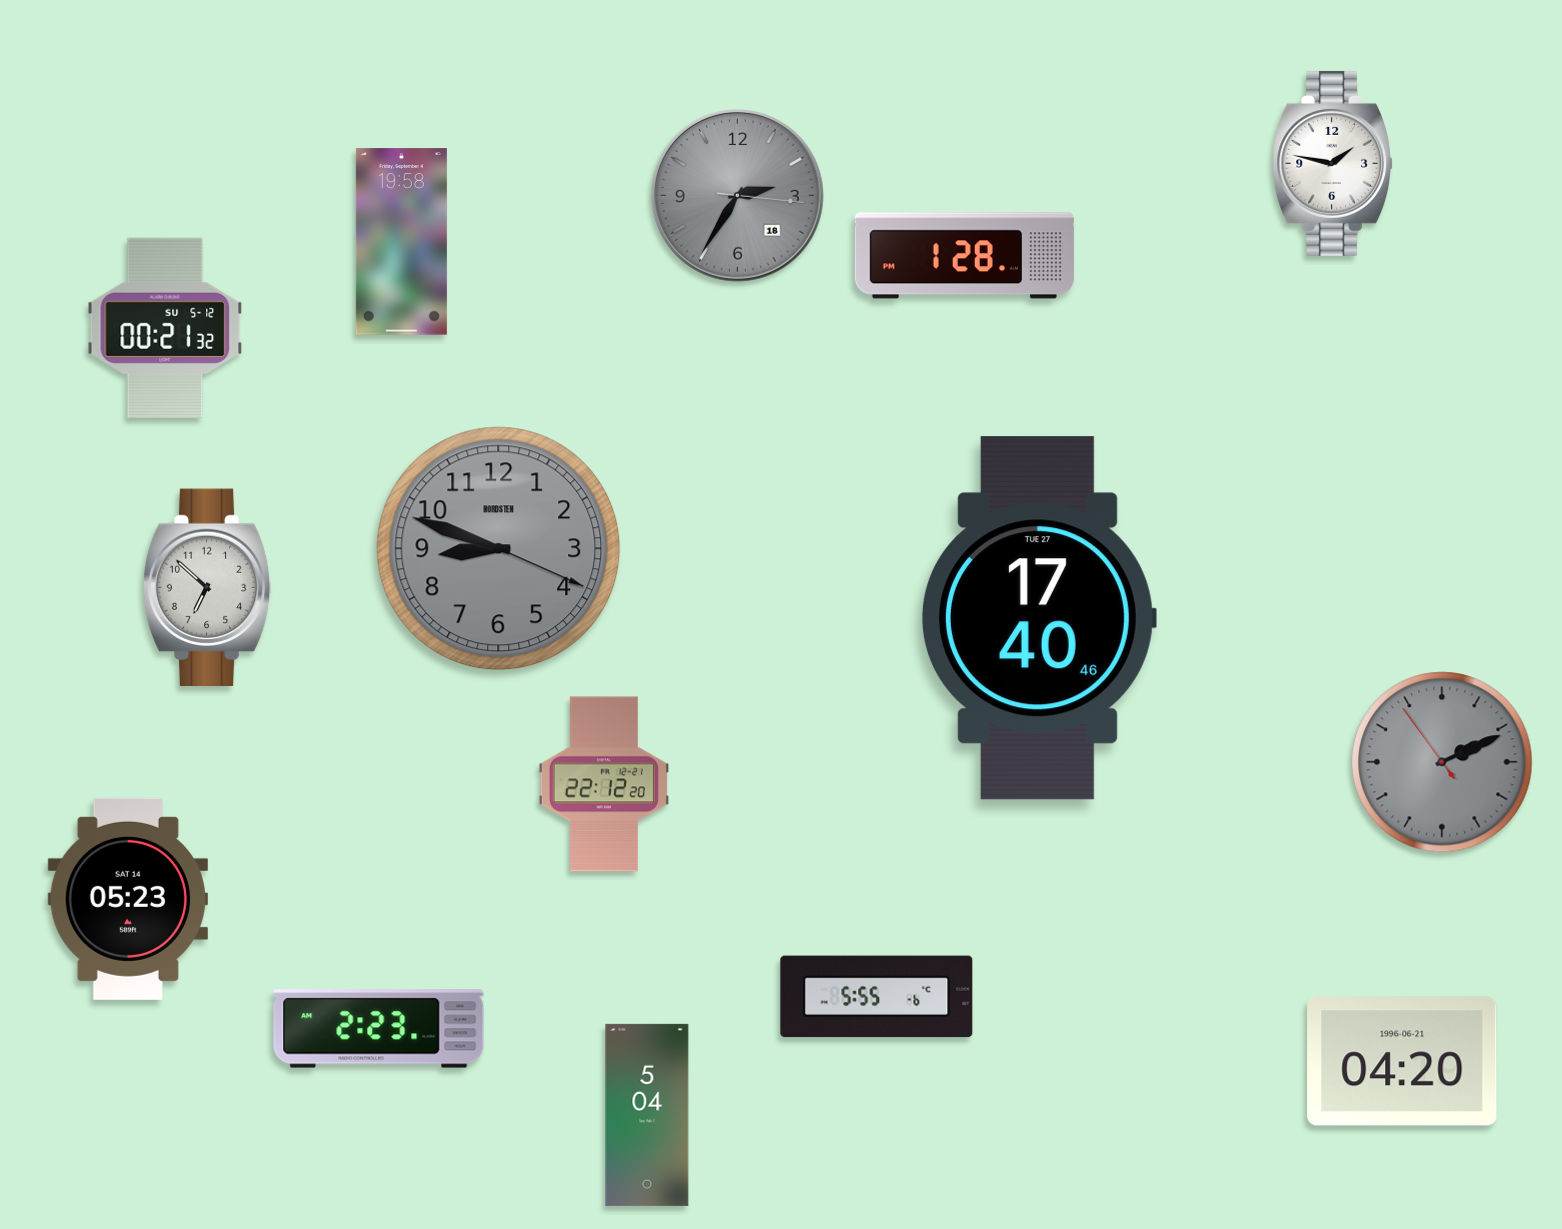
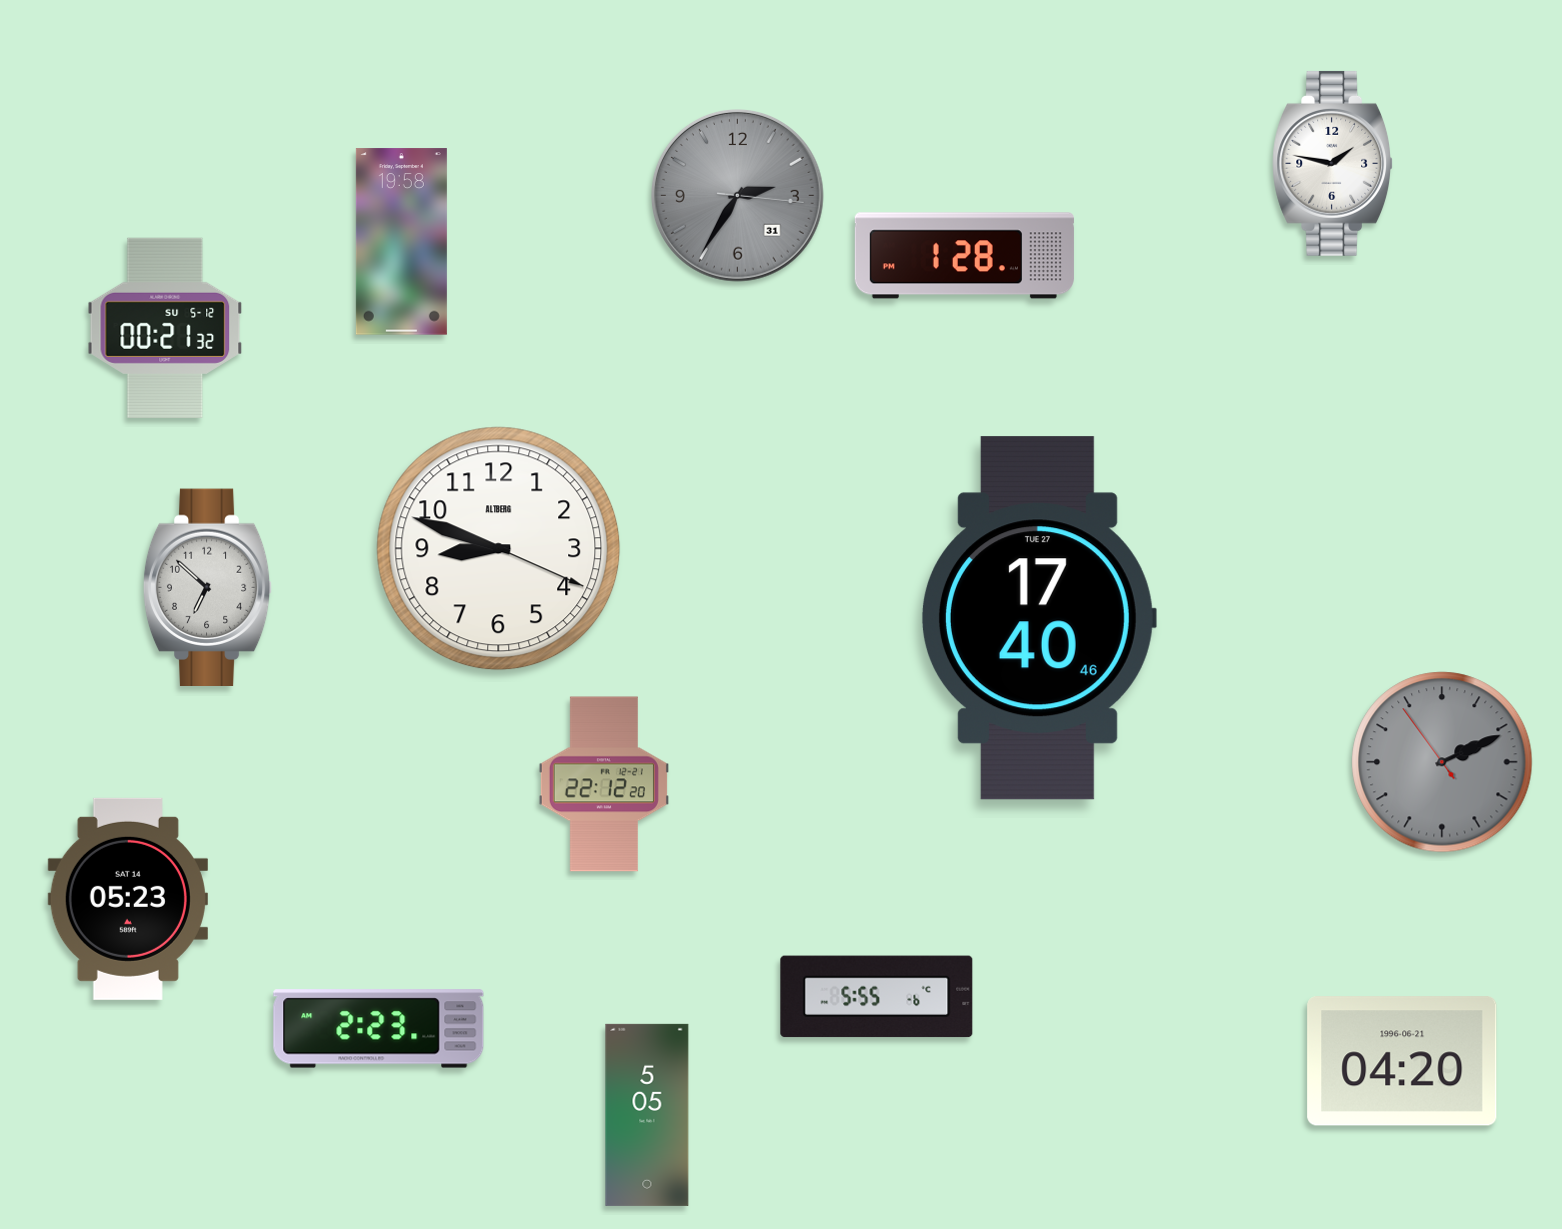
clock at (738, 196) date: 18 -> 31
clock at (499, 549) dial: grey -> white
clock at (499, 549) brand: NORDSTEN -> ALTBERG
clock at (647, 1115): 5:04 -> 5:05
